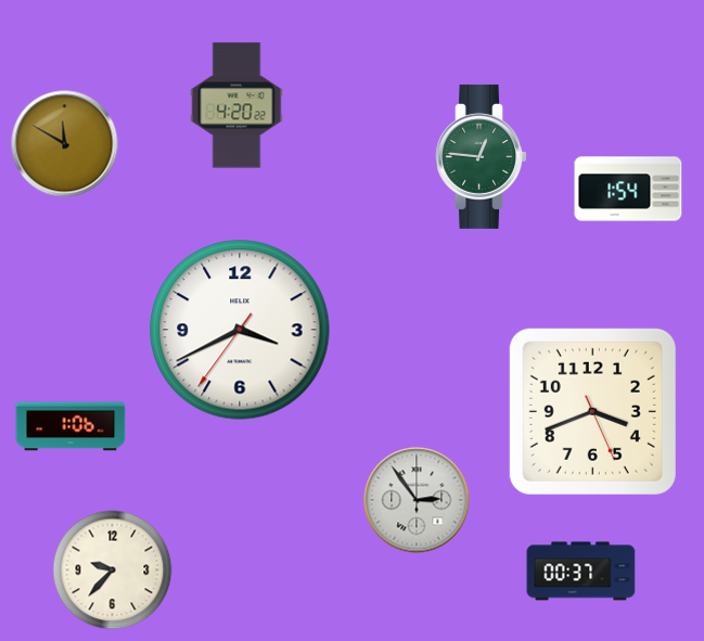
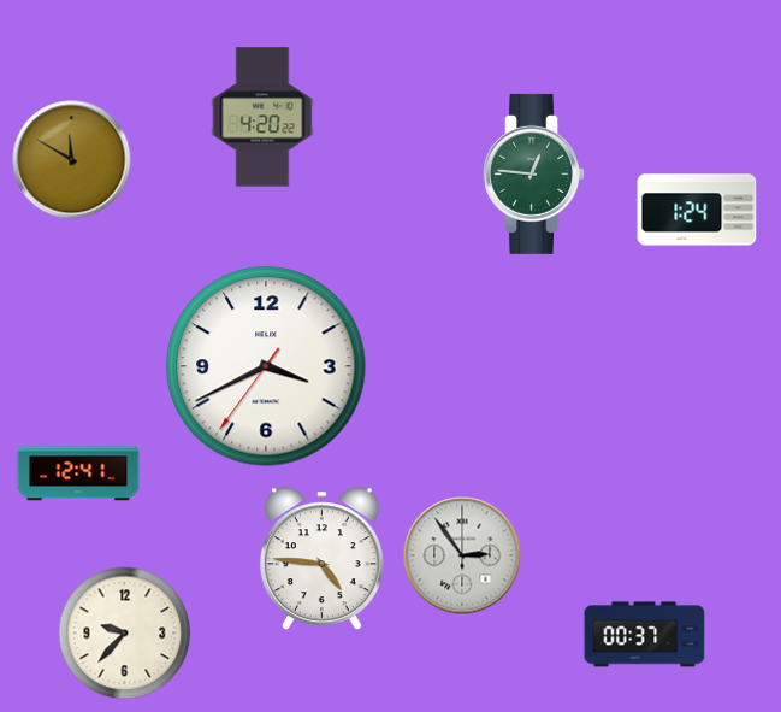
clock at (628, 189): 1:54 -> 1:24
clock at (592, 411): 3:41 -> none
clock at (71, 426): 1:06 -> 12:41
clock at (321, 559): none -> 4:46
